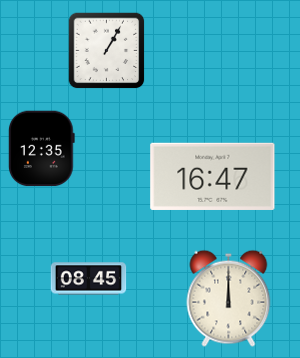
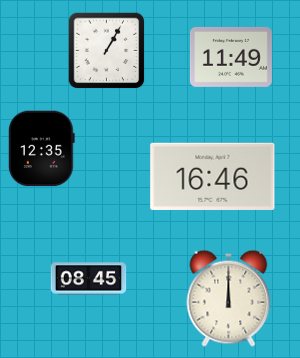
clock at (231, 57): none -> 11:49
clock at (213, 176): 16:47 -> 16:46
